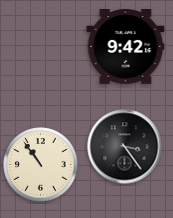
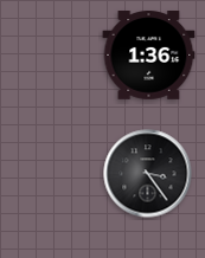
clock at (126, 47): 9:42 -> 1:36
clock at (41, 165): 10:54 -> none
